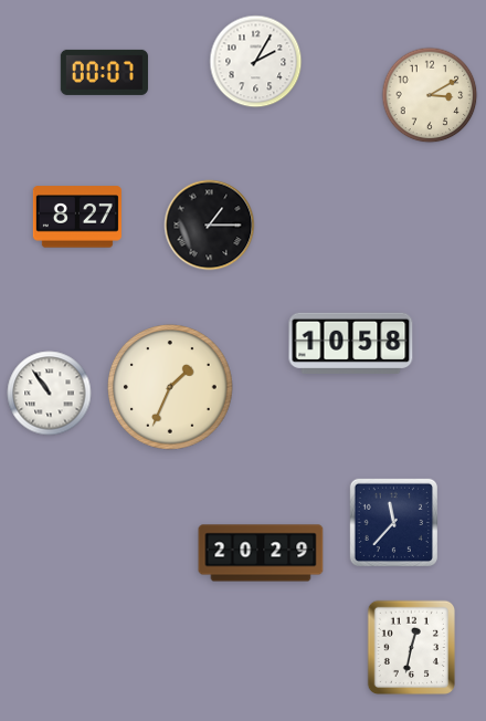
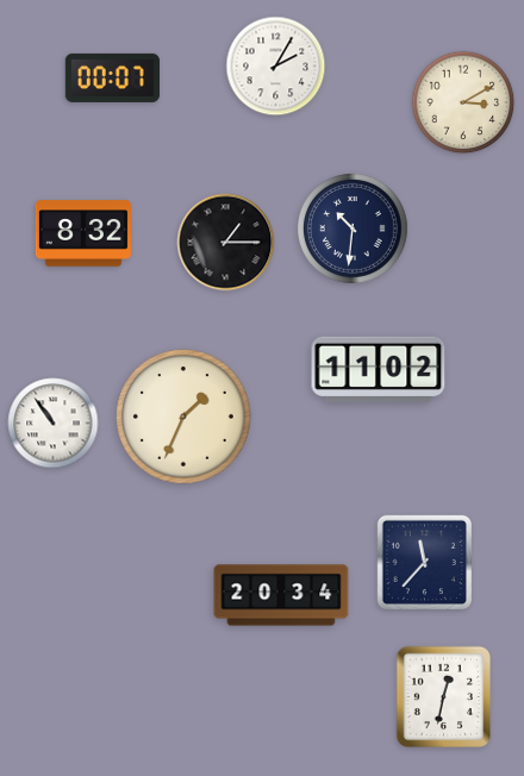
clock at (354, 230): none -> 10:31
clock at (77, 217): 8:27 -> 8:32
clock at (351, 343): 10:58 -> 11:02
clock at (261, 553): 20:29 -> 20:34
